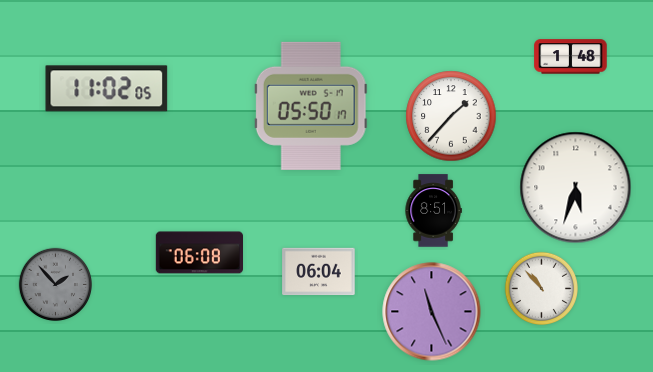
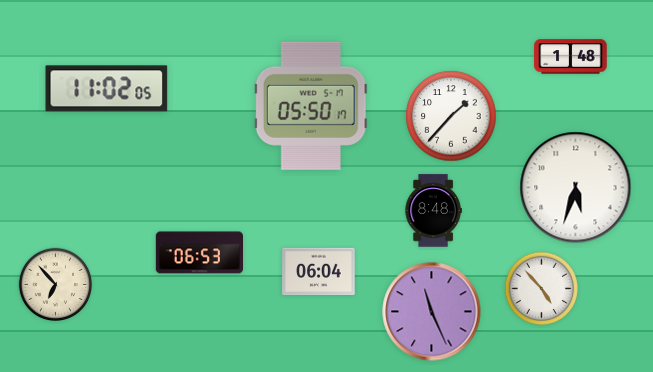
clock at (433, 211): 8:51 -> 8:48
clock at (199, 253): 06:08 -> 06:53
clock at (55, 284): 1:53 -> 6:53
clock at (55, 284) dial: grey -> cream
clock at (541, 288): 10:53 -> 4:53
